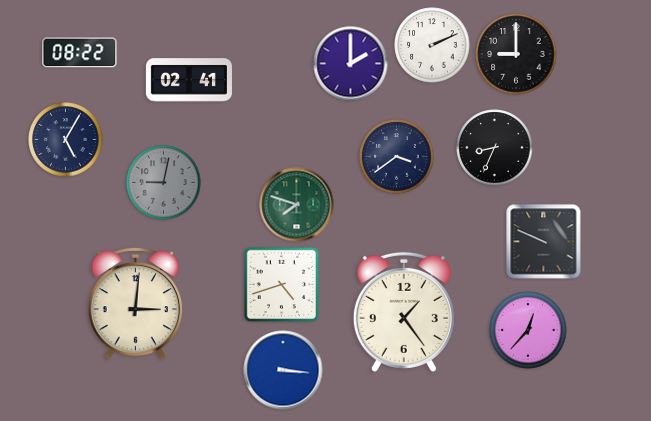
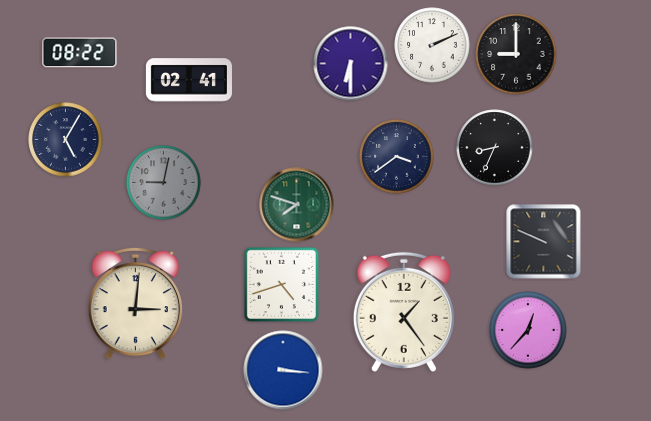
clock at (351, 64): 2:00 -> 6:30
